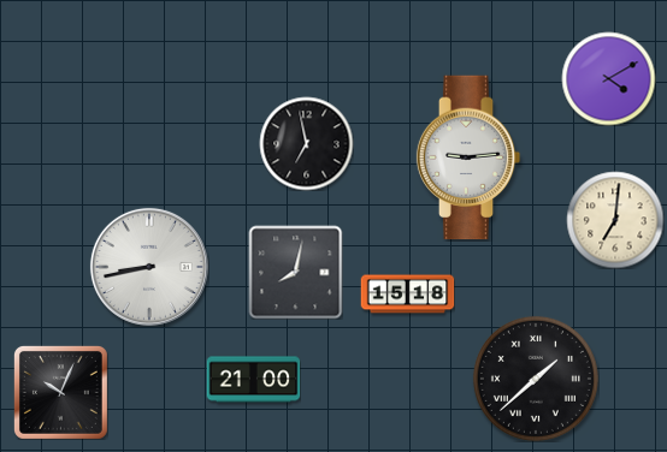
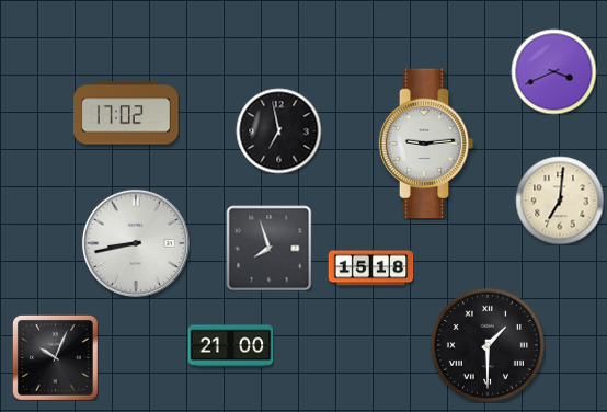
clock at (608, 78): 4:10 -> 3:41
clock at (126, 113): none -> 17:02
clock at (295, 272): 8:02 -> 7:57
clock at (536, 379): 1:38 -> 1:30
